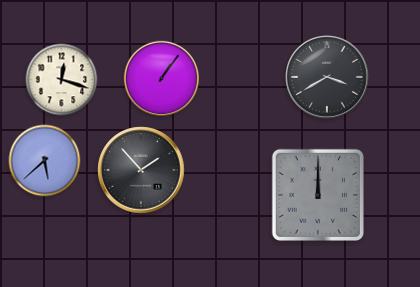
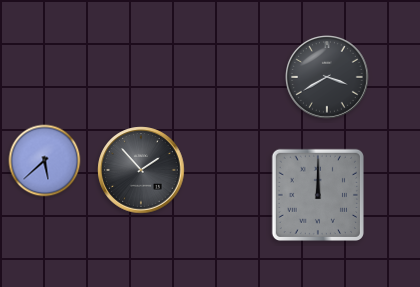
clock at (161, 78): 1:06 -> none
clock at (62, 80): 12:18 -> none
